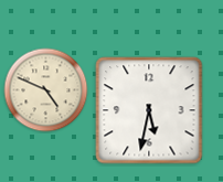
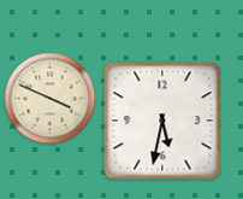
clock at (46, 90): 4:49 -> 3:49
